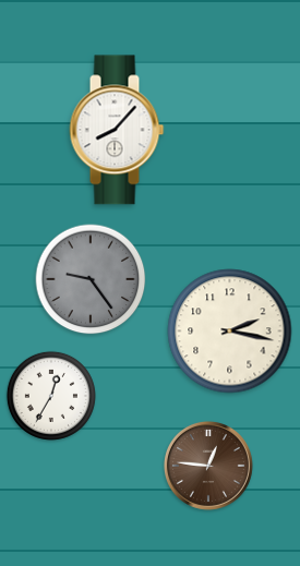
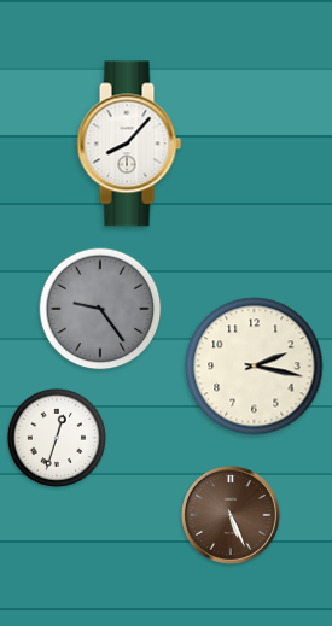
clock at (51, 396): 12:35 -> 12:33
clock at (208, 466): 12:46 -> 5:26
